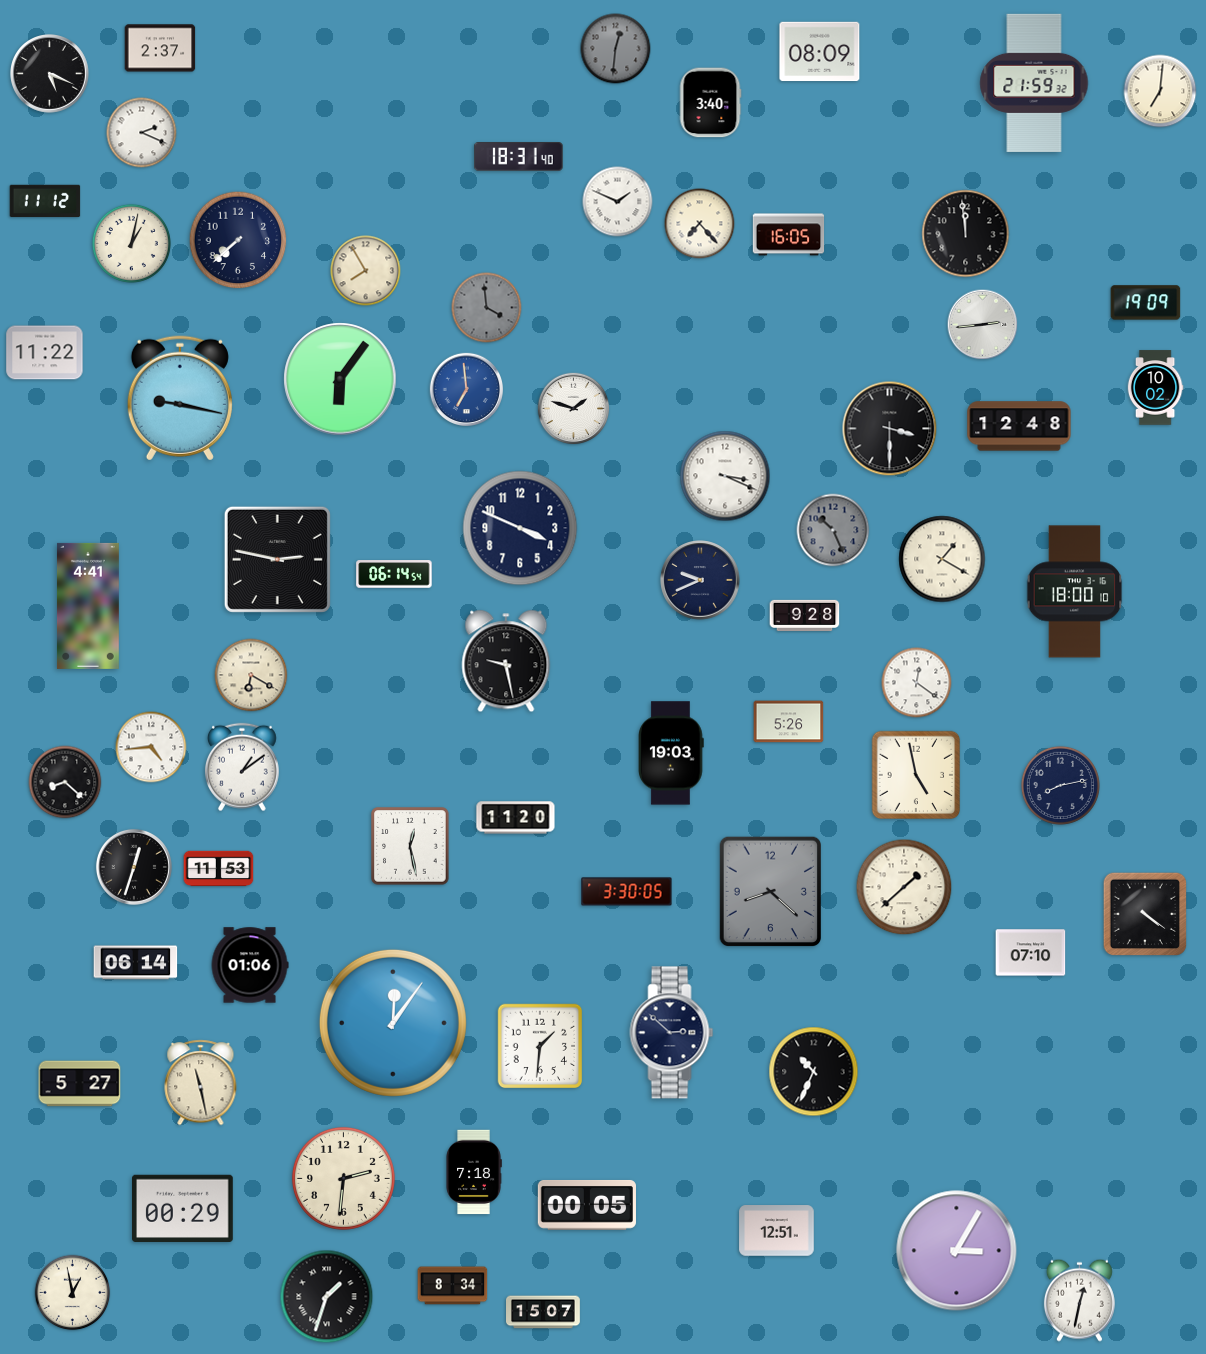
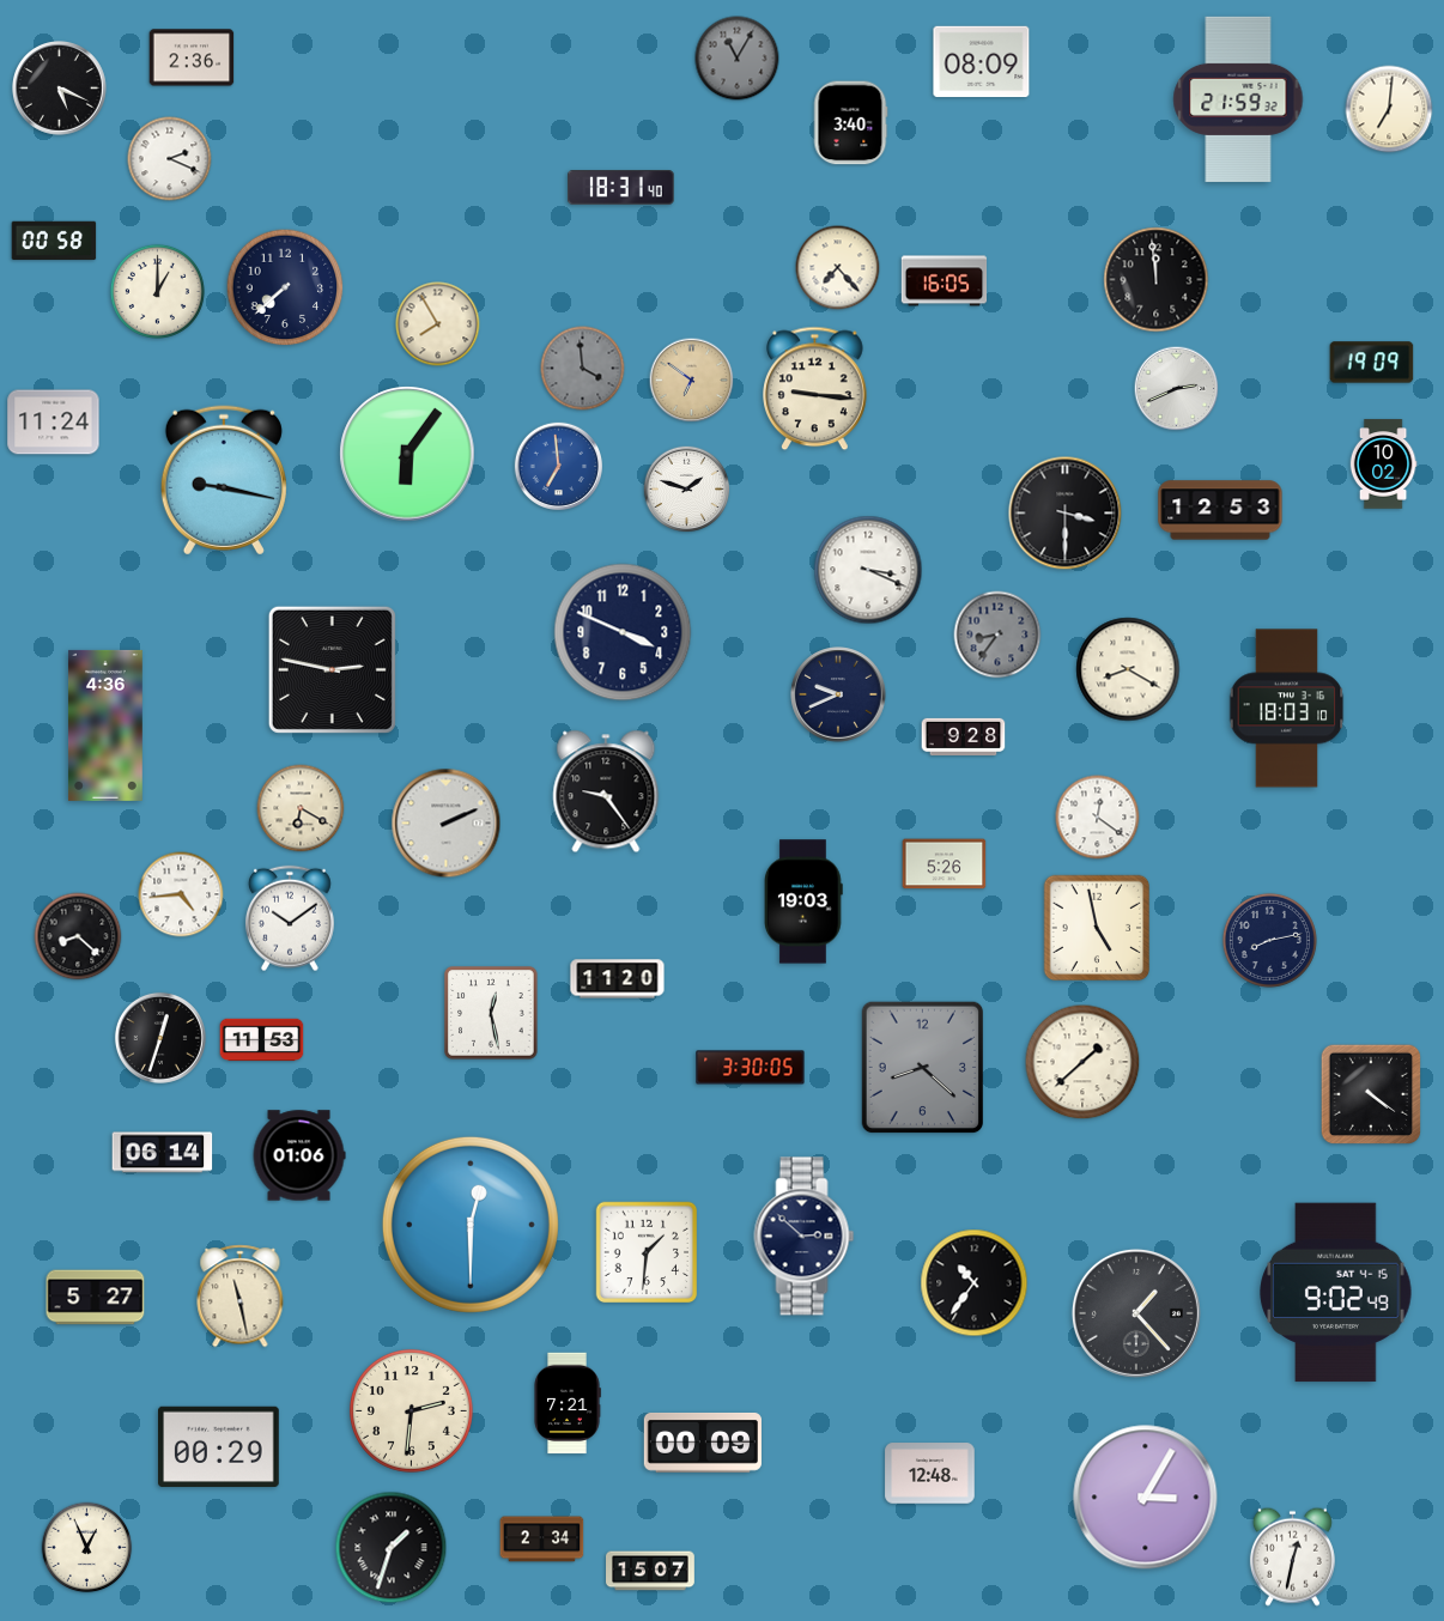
clock at (160, 48): 2:37 -> 2:36
clock at (616, 49): 12:31 -> 11:05
clock at (45, 201): 11:12 -> 00:58
clock at (618, 202): 1:49 -> none
clock at (131, 243): 1:02 -> 1:00
clock at (692, 381): none -> 6:51
clock at (815, 389): none -> 9:16
clock at (983, 325): 2:44 -> 2:41
clock at (45, 353): 11:22 -> 11:24
clock at (180, 398) position: (180, 398) -> (224, 480)
clock at (1019, 426): 12:48 -> 12:53
clock at (833, 530): 10:26 -> 8:36
clock at (942, 559): 1:20 -> 8:20
clock at (394, 574): 06:14 -> none
clock at (1075, 592): 18:00 -> 18:03
clock at (88, 606): 4:41 -> 4:36
clock at (506, 661): 9:28 -> 9:24
clock at (447, 824): none -> 2:11
clock at (242, 767): 1:09 -> 10:09
clock at (1031, 953): 07:10 -> none
clock at (393, 1023): 12:06 -> 12:30
clock at (814, 1072): 10:34 -> 10:36
clock at (1336, 1293): none -> 9:02
clock at (1136, 1313): none -> 1:23
clock at (474, 1172): 7:18 -> 7:21
clock at (587, 1205): 00:05 -> 00:09
clock at (777, 1231): 12:51 -> 12:48
clock at (453, 1286): 8:34 -> 2:34
clock at (73, 1293): 12:58 -> 12:56
clock at (327, 1297) position: (327, 1297) -> (392, 1548)
